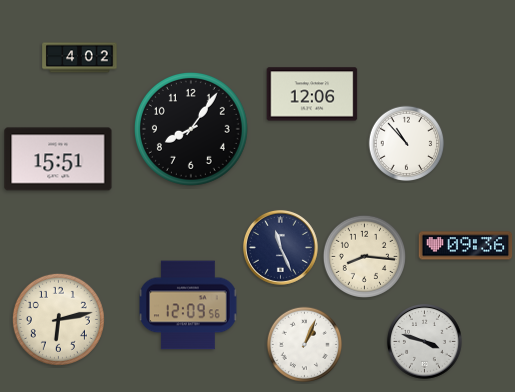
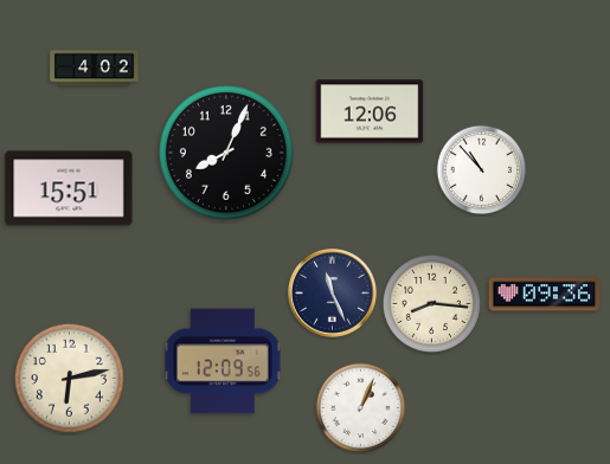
clock at (191, 129): 8:06 -> 8:04
clock at (466, 246) position: (466, 246) -> (545, 295)
clock at (424, 341): 3:48 -> none
